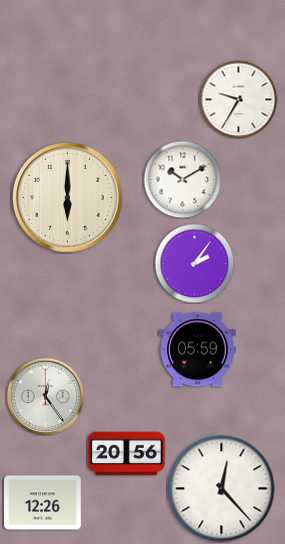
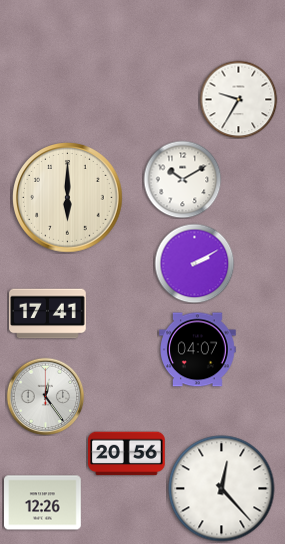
clock at (194, 263): 2:06 -> 2:10
clock at (48, 314): none -> 17:41
clock at (198, 350): 05:59 -> 04:07
